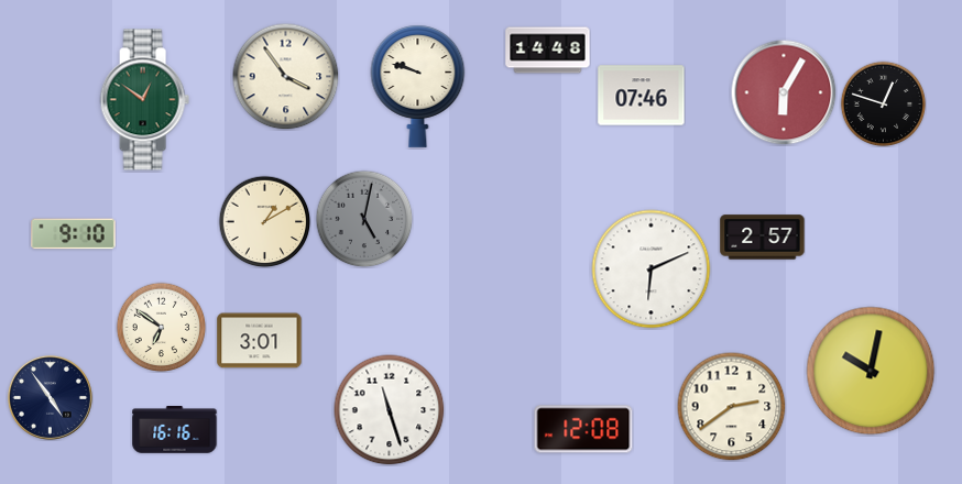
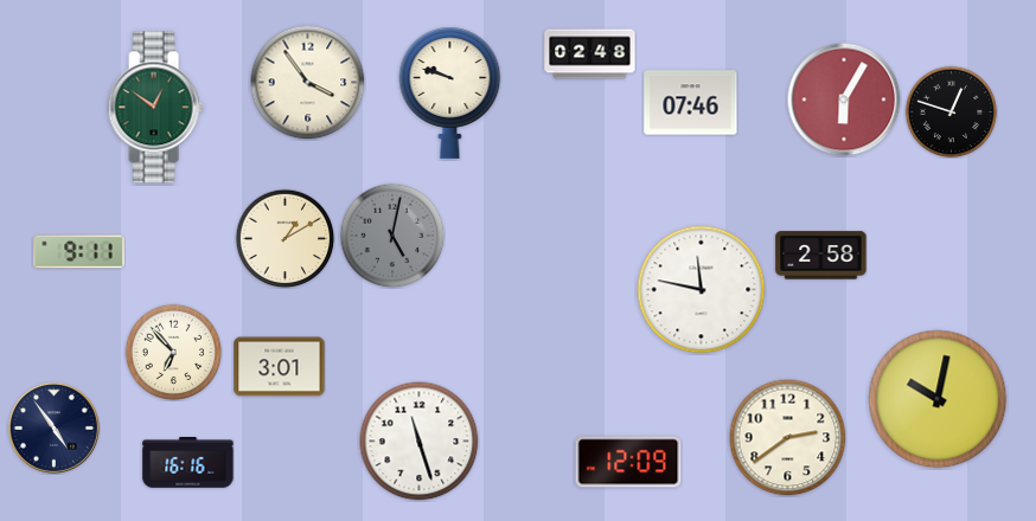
clock at (548, 51): 14:48 -> 02:48
clock at (74, 234): 9:10 -> 9:11
clock at (763, 238): 2:57 -> 2:58
clock at (652, 269): 6:11 -> 11:47
clock at (161, 327): 6:51 -> 6:53
clock at (583, 429): 12:08 -> 12:09
